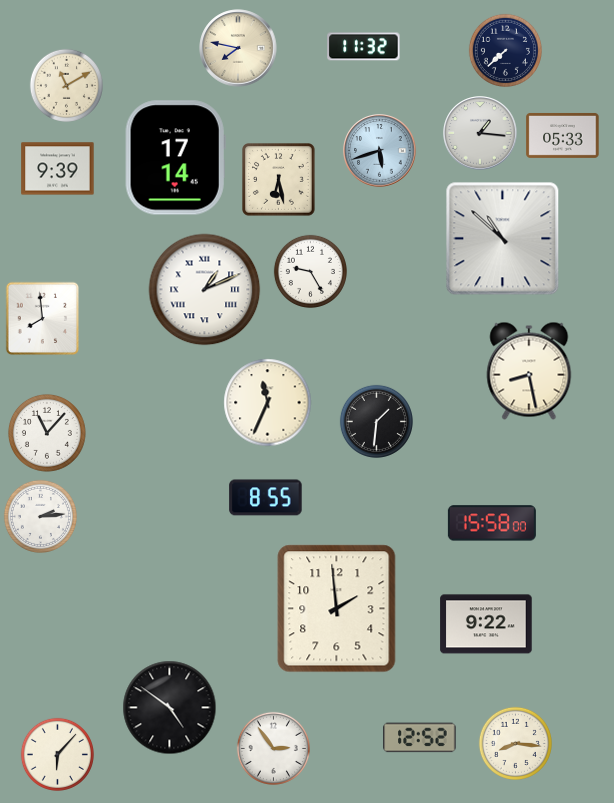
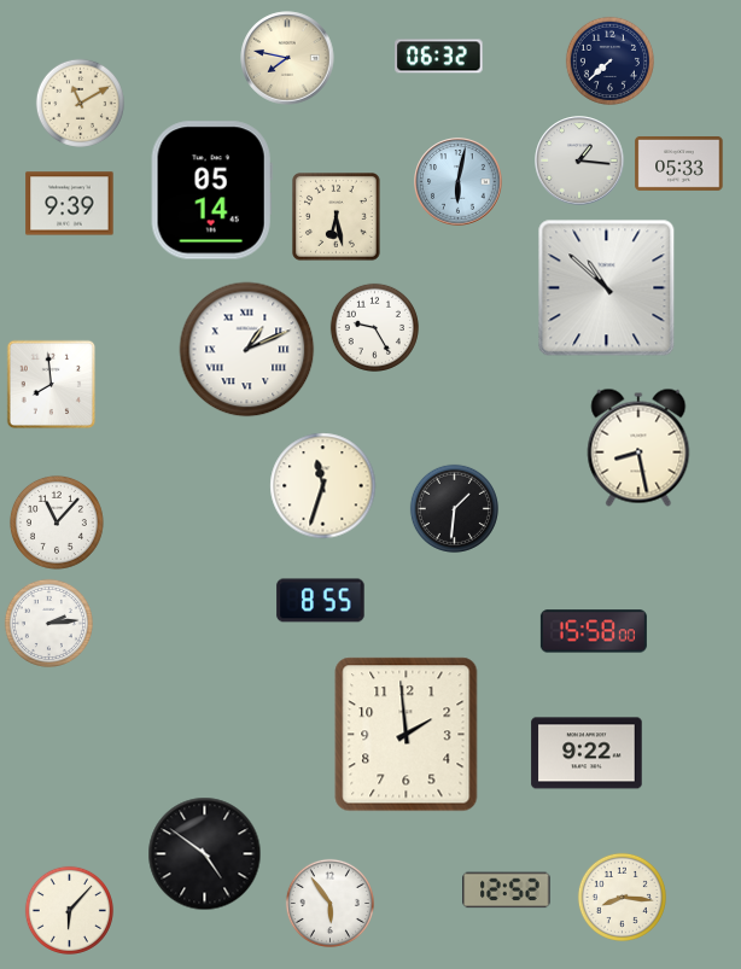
clock at (364, 47): 11:32 -> 06:32
clock at (380, 151): 5:42 -> 6:02
clock at (175, 158): 17:14 -> 05:14
clock at (268, 403): 11:34 -> 11:33
clock at (273, 748): 2:54 -> 5:54
